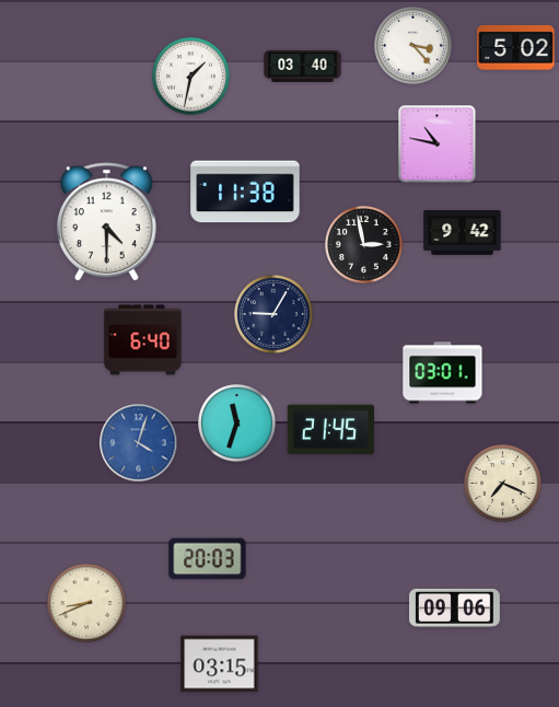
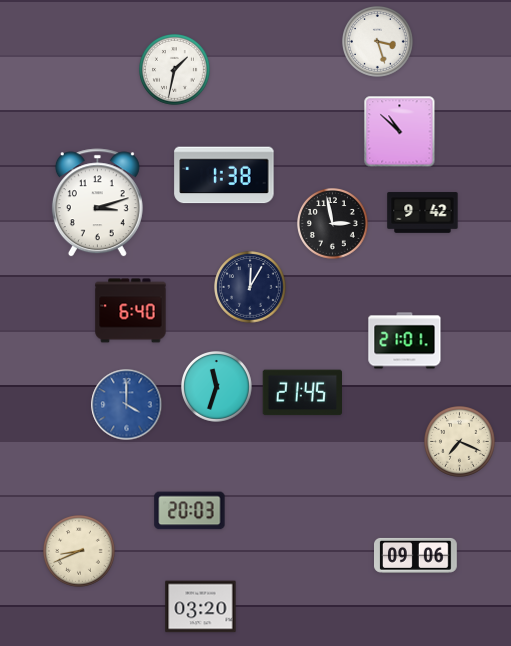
clock at (414, 46): 3:23 -> 3:27
clock at (516, 47): 5:02 -> none
clock at (303, 66): 03:40 -> none
clock at (438, 144): 10:47 -> 10:52
clock at (245, 192): 11:38 -> 1:38
clock at (106, 222): 4:30 -> 3:12
clock at (273, 314): 9:05 -> 12:05
clock at (443, 373): 03:01 -> 21:01
clock at (139, 443): 4:03 -> 4:00
clock at (220, 664): 03:15 -> 03:20
